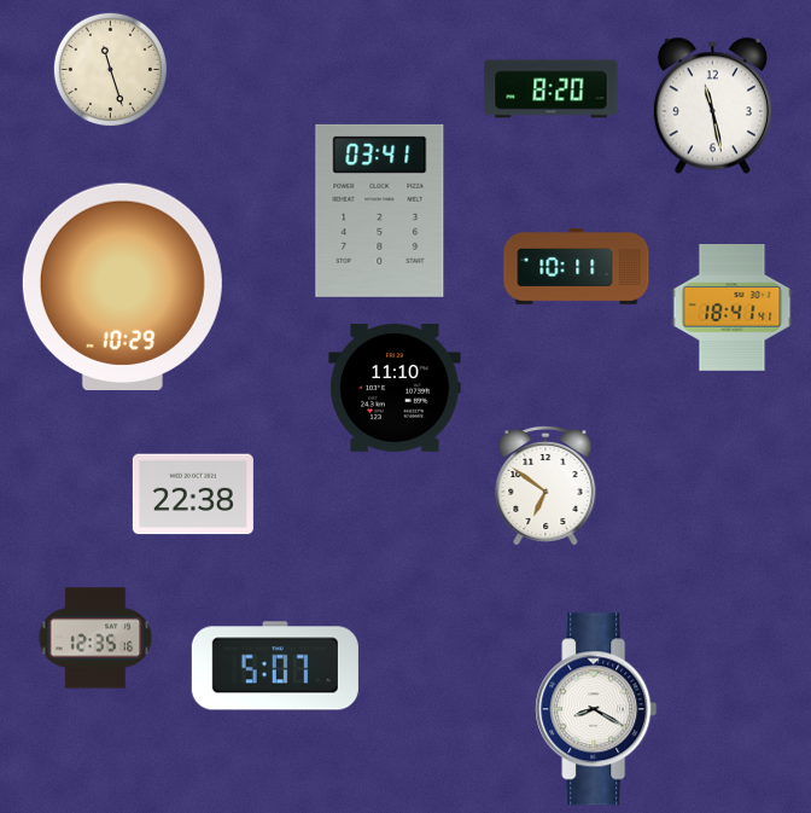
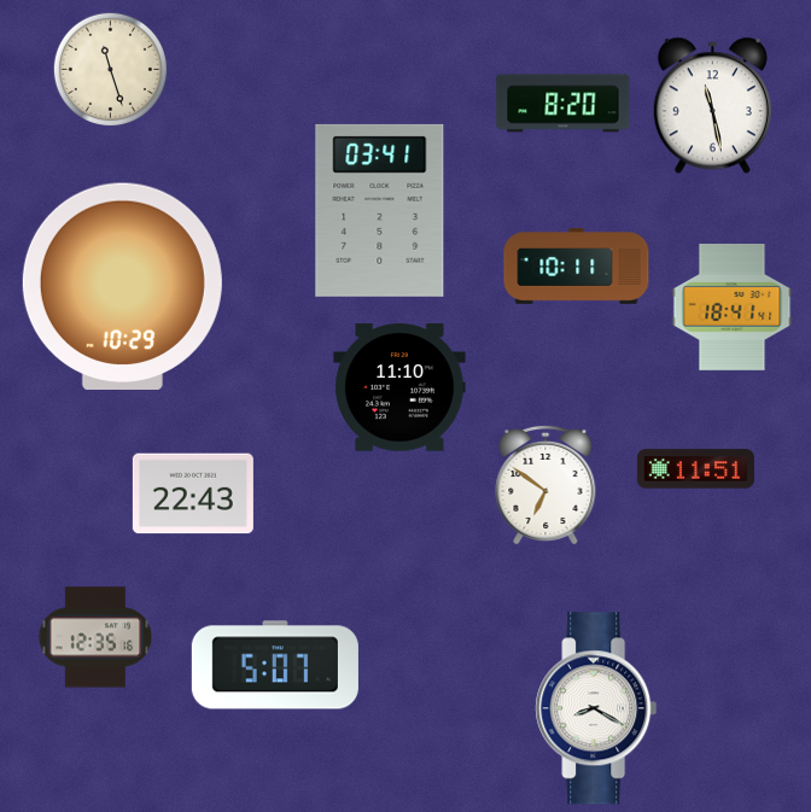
clock at (552, 89) position: (552, 89) -> (564, 104)
clock at (395, 388) position: (395, 388) -> (399, 387)
clock at (695, 469): none -> 11:51
clock at (193, 494): 22:38 -> 22:43
